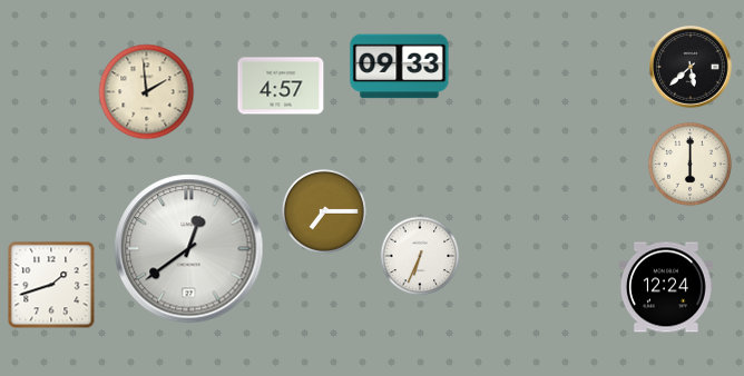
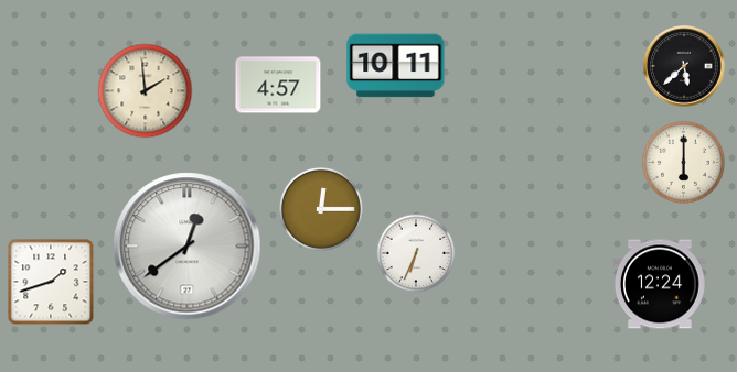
clock at (400, 67): 09:33 -> 10:11
clock at (324, 211): 7:15 -> 12:15
